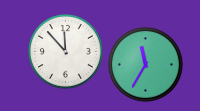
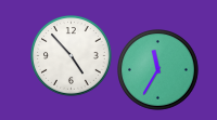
clock at (66, 52): 11:53 -> 4:53
